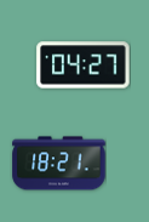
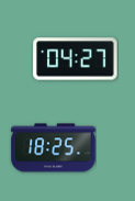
clock at (59, 164): 18:21 -> 18:25
